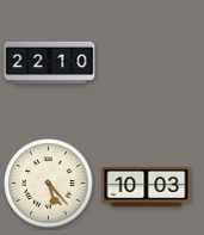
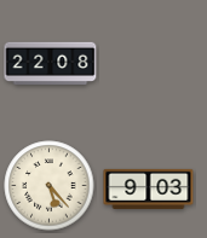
clock at (50, 62): 22:10 -> 22:08
clock at (147, 186): 10:03 -> 9:03
